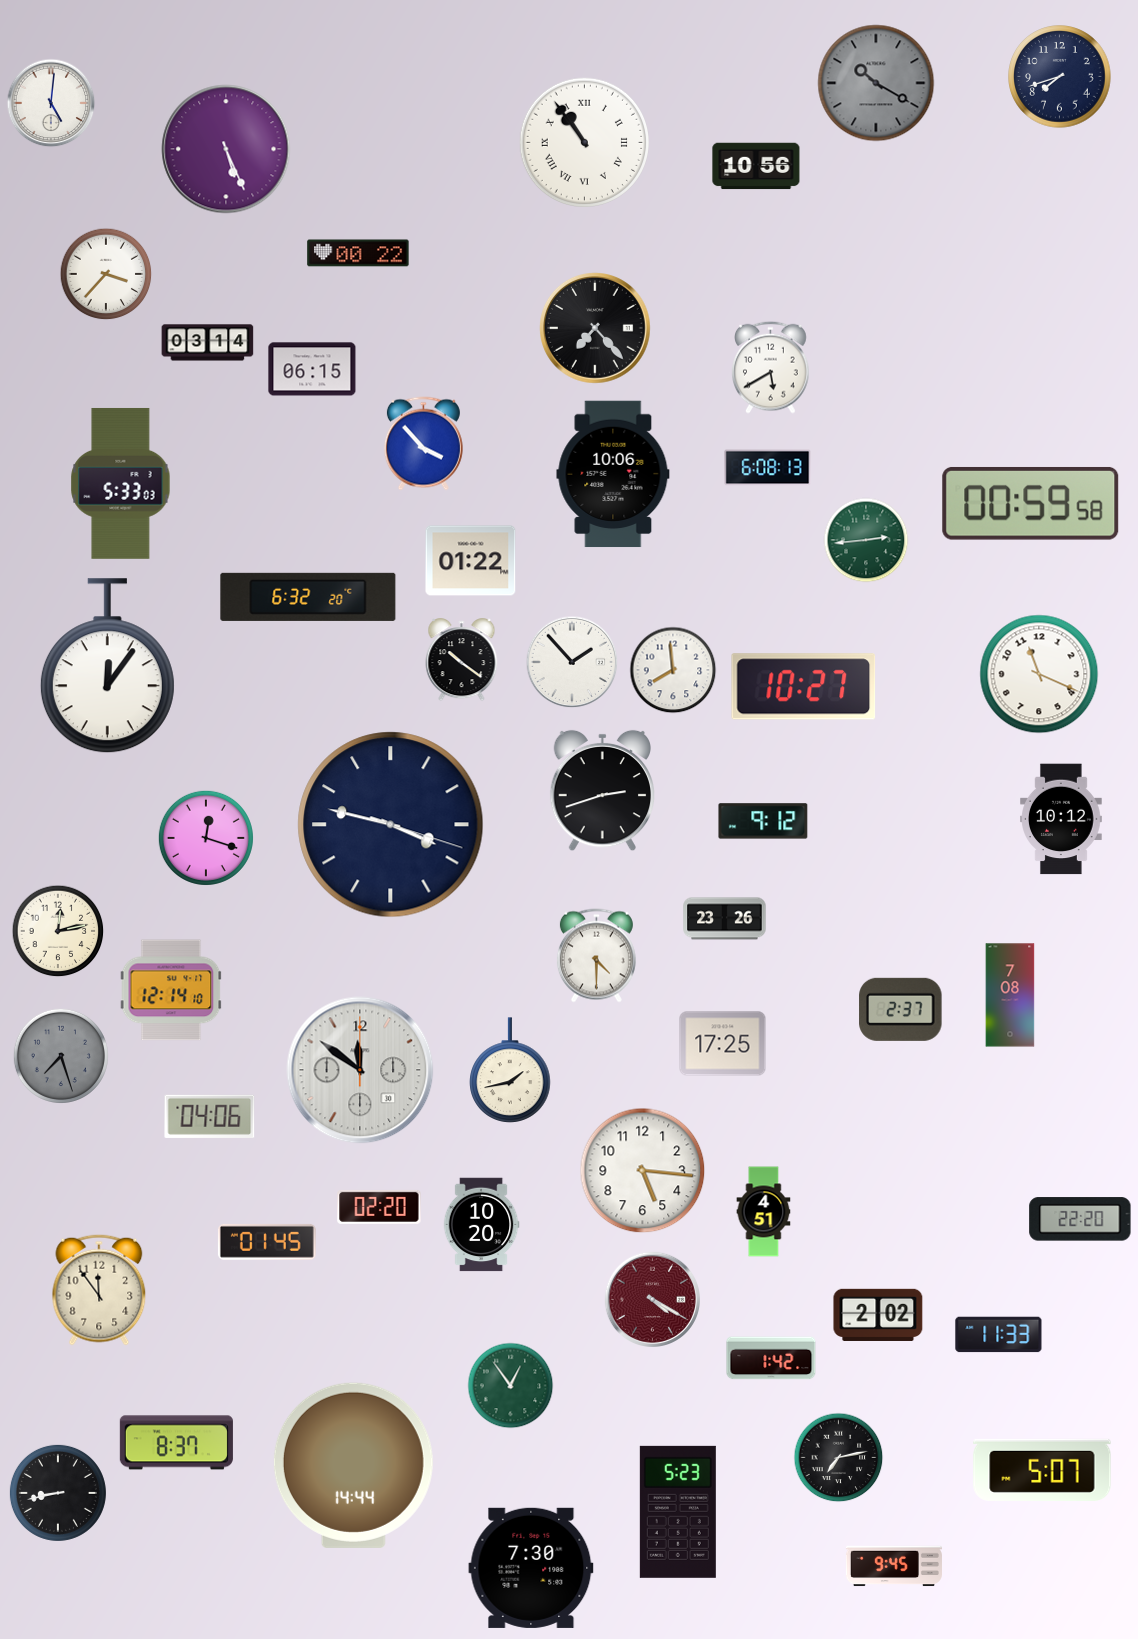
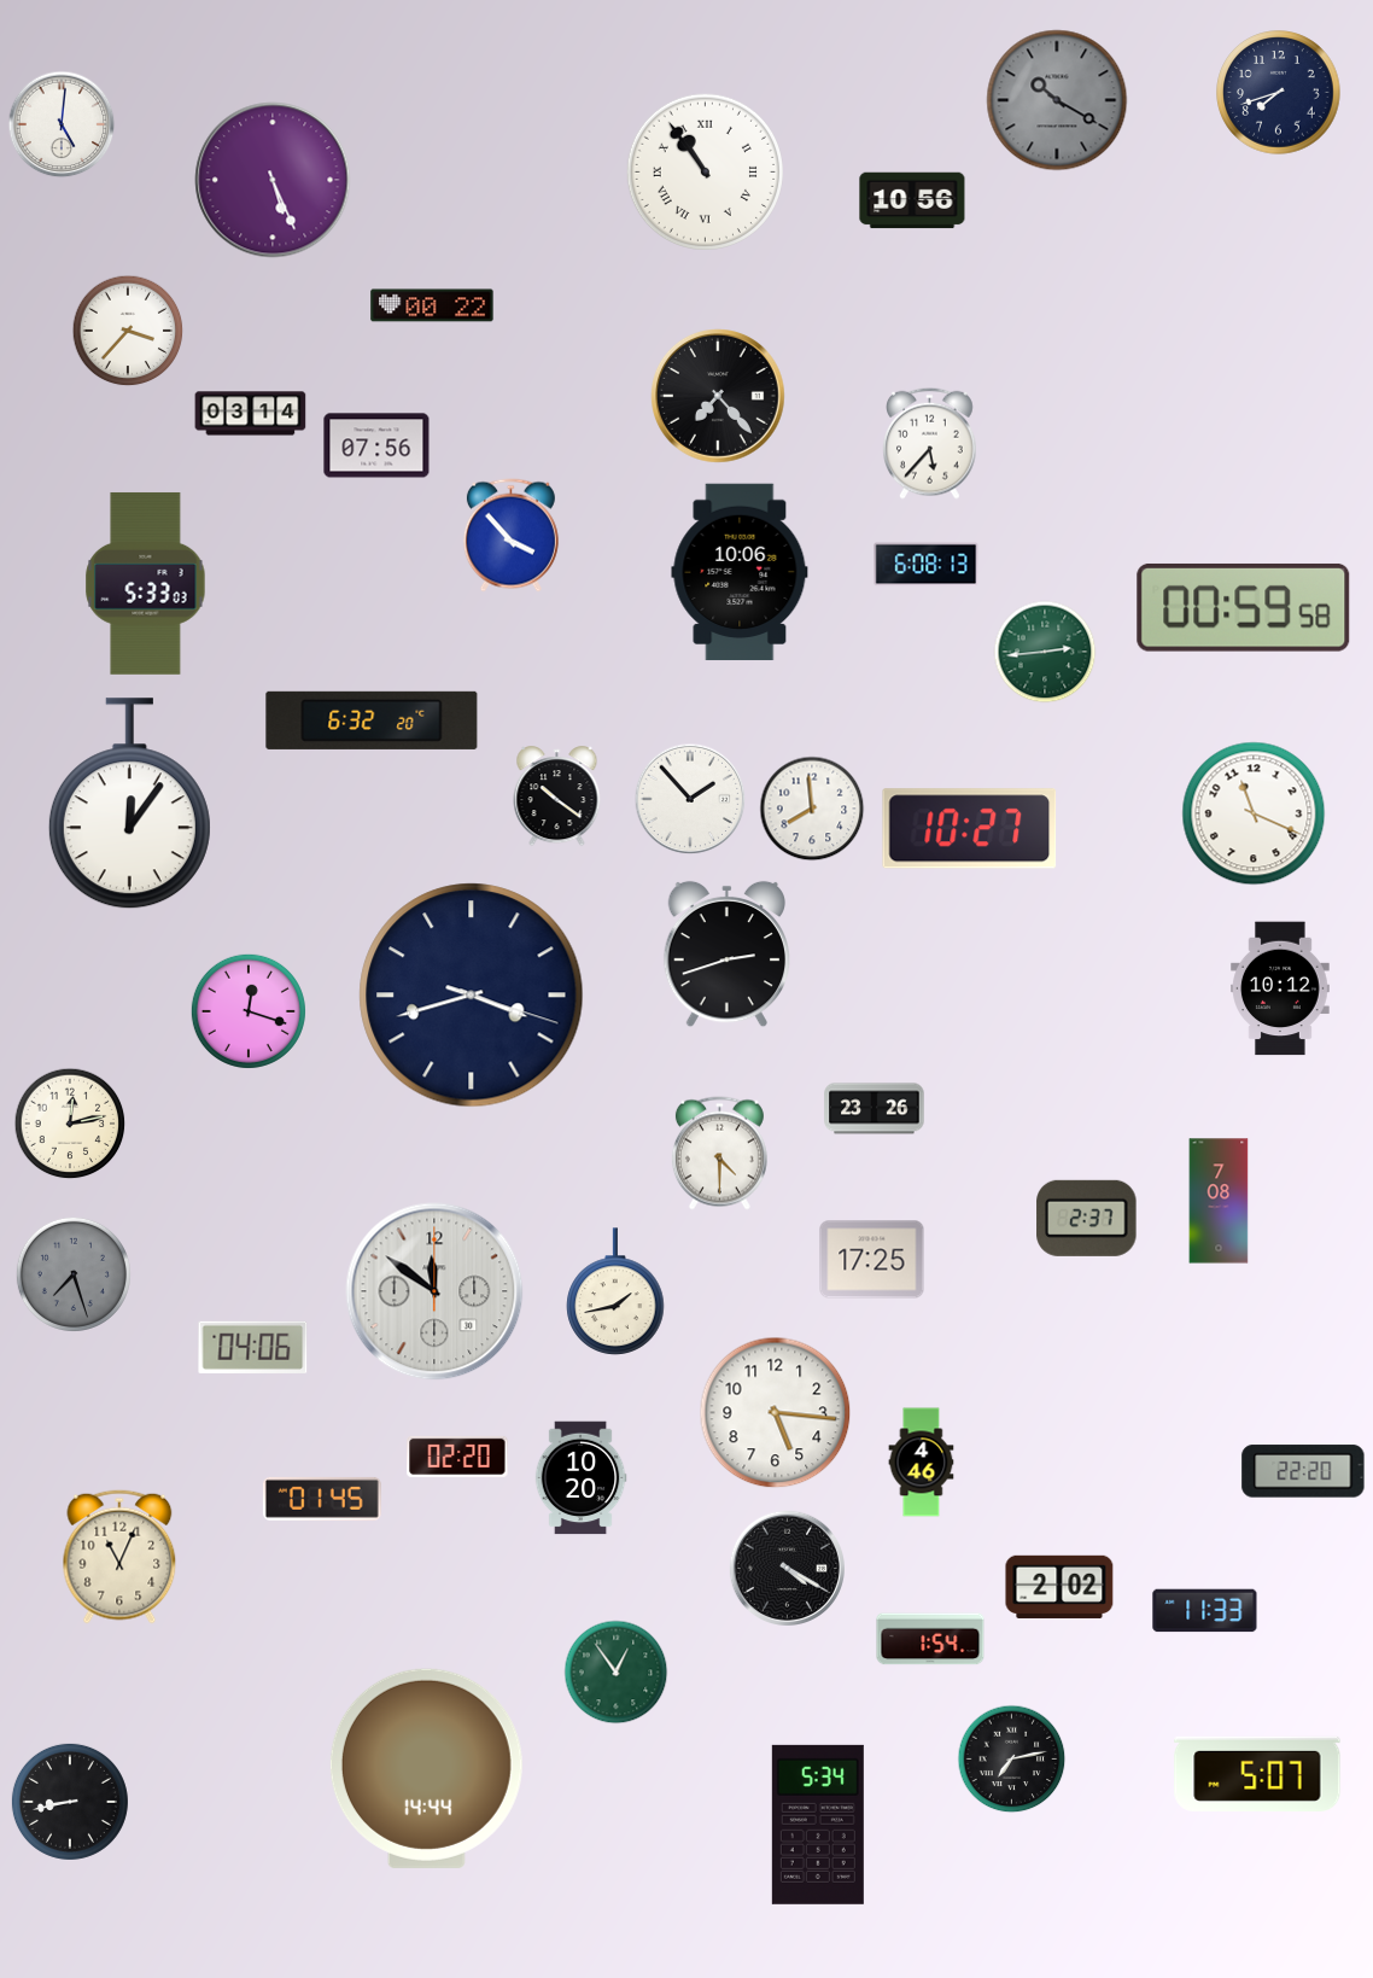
clock at (771, 367): 5:40 -> 5:37
clock at (312, 369): 06:15 -> 07:56
clock at (471, 561): 01:22 -> none
clock at (763, 821): 9:12 -> none
clock at (391, 825): 3:47 -> 3:42
clock at (171, 990): 12:14 -> none
clock at (764, 1212): 4:51 -> 4:46
clock at (99, 1290): 11:54 -> 11:04
clock at (652, 1299) dial: burgundy -> black
clock at (771, 1358): 1:42 -> 1:54
clock at (176, 1443): 8:37 -> none
clock at (678, 1512): 5:23 -> 5:34
clock at (894, 1566): 9:45 -> none
clock at (531, 1568): 7:30 -> none
